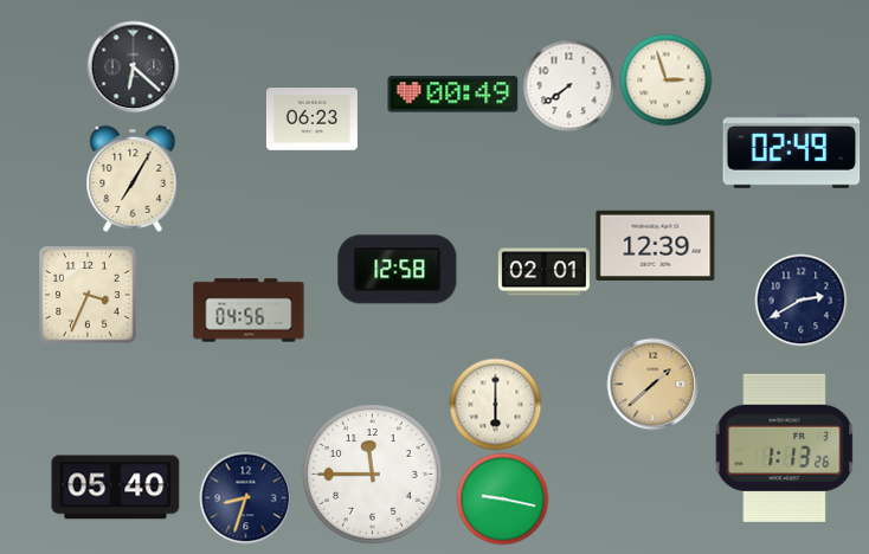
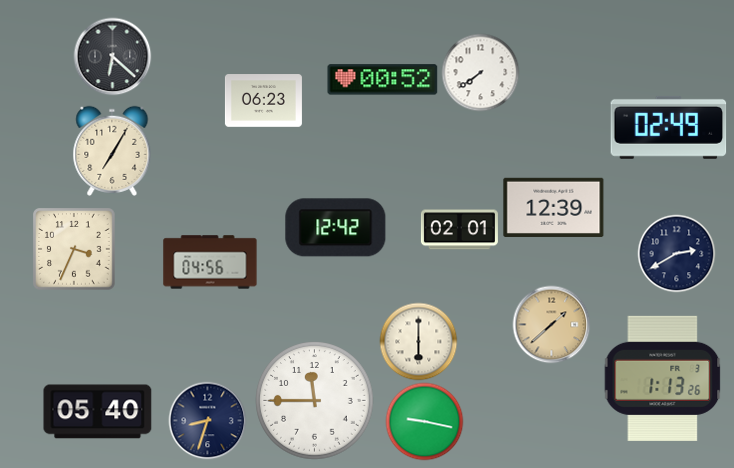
clock at (665, 79): 2:57 -> none
clock at (453, 95): 00:49 -> 00:52
clock at (398, 270): 12:58 -> 12:42
